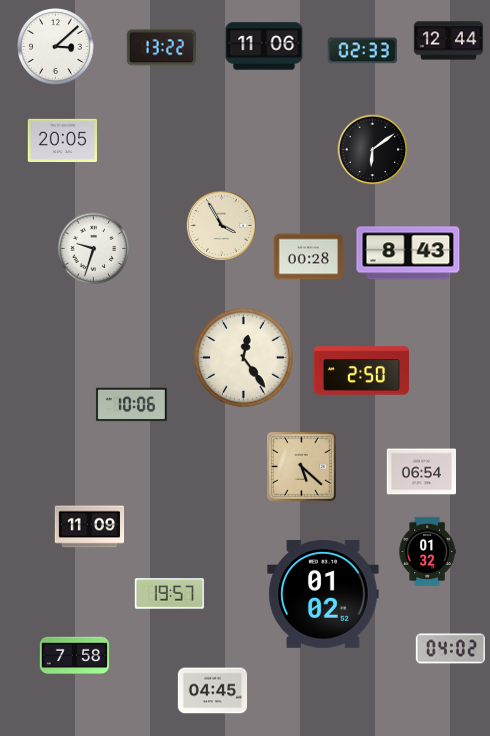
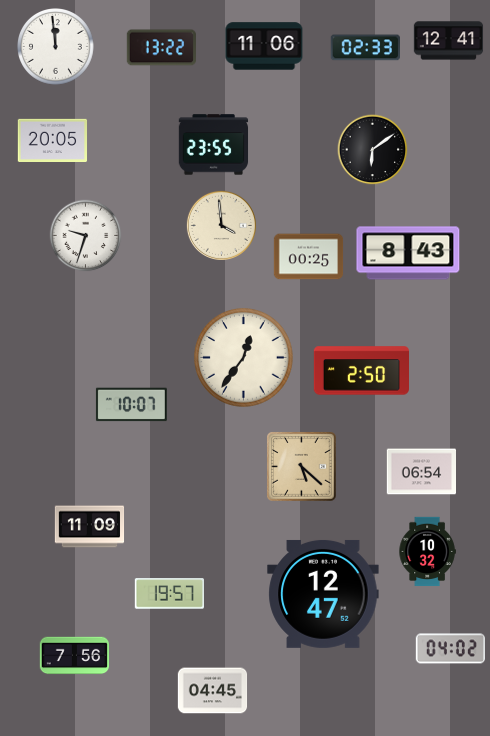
clock at (449, 41): 12:44 -> 12:41
clock at (56, 47): 3:08 -> 11:59
clock at (362, 51) position: (362, 51) -> (365, 48)
clock at (63, 140) position: (63, 140) -> (53, 140)
clock at (214, 145): none -> 23:55
clock at (221, 225): 3:55 -> 3:59
clock at (94, 249) position: (94, 249) -> (86, 236)
clock at (309, 257): 00:28 -> 00:25
clock at (244, 358): 12:24 -> 12:36
clock at (131, 405): 10:06 -> 10:07
clock at (427, 552): 01:32 -> 10:32
clock at (323, 594): 01:02 -> 12:47
clock at (75, 656): 7:58 -> 7:56
